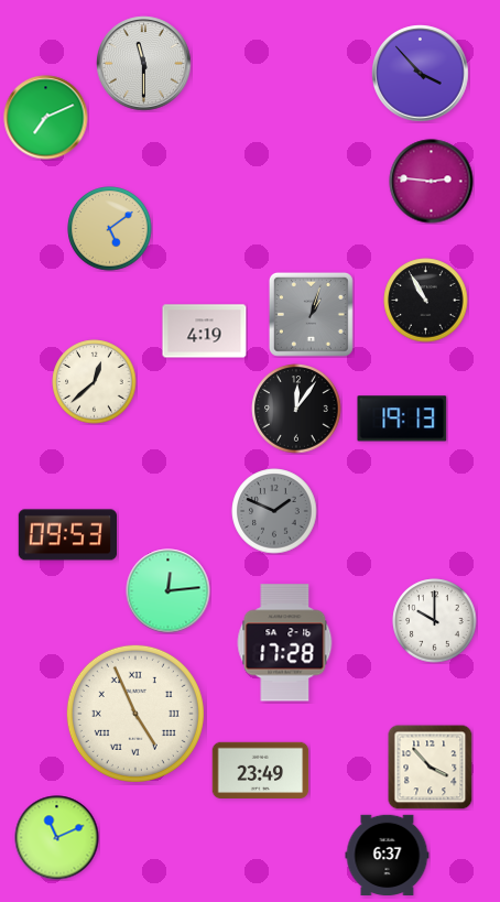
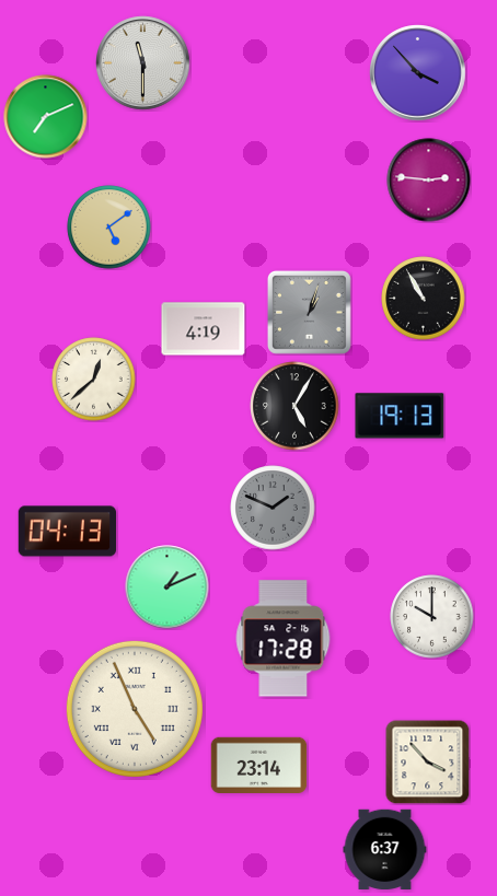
clock at (296, 409): 12:06 -> 5:05
clock at (67, 535): 09:53 -> 04:13
clock at (169, 591): 12:14 -> 1:11
clock at (261, 770): 23:49 -> 23:14
clock at (57, 838): 11:11 -> none
